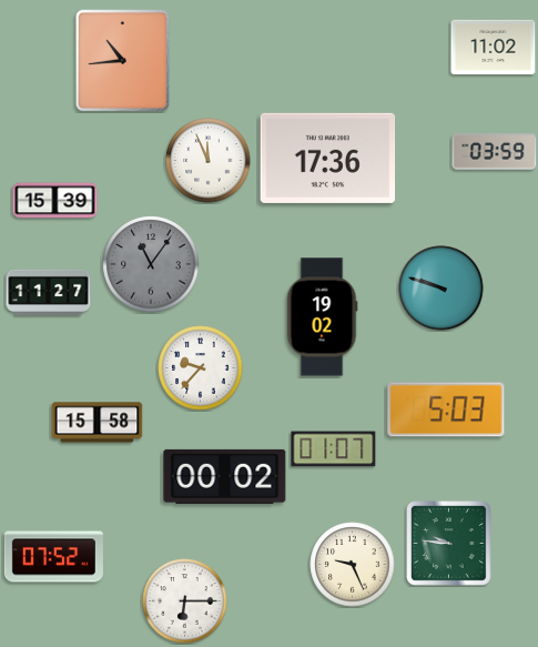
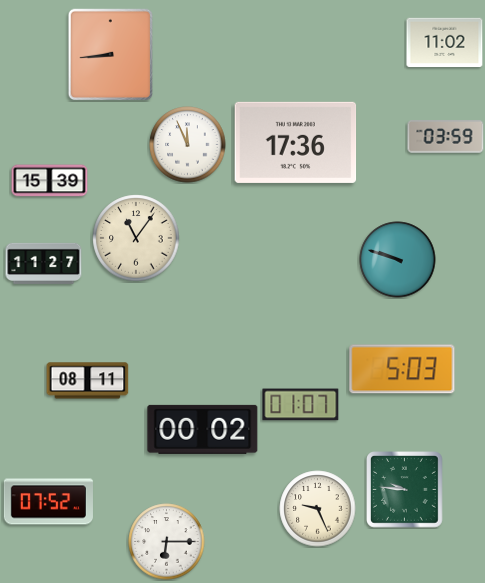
clock at (123, 61): 10:44 -> 8:44
clock at (151, 264) dial: grey -> cream
clock at (322, 317): 19:02 -> none
clock at (201, 368): 9:37 -> none
clock at (98, 423): 15:58 -> 08:11
